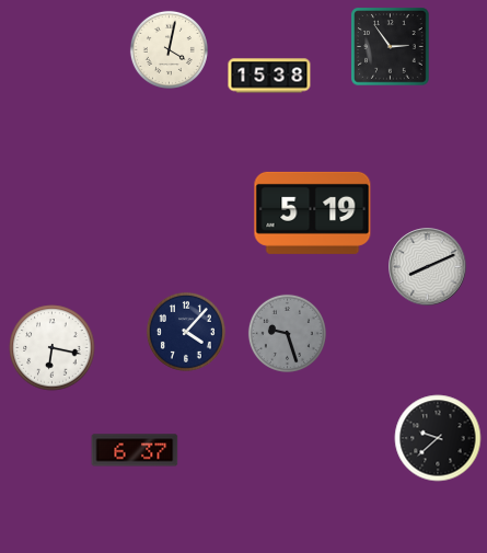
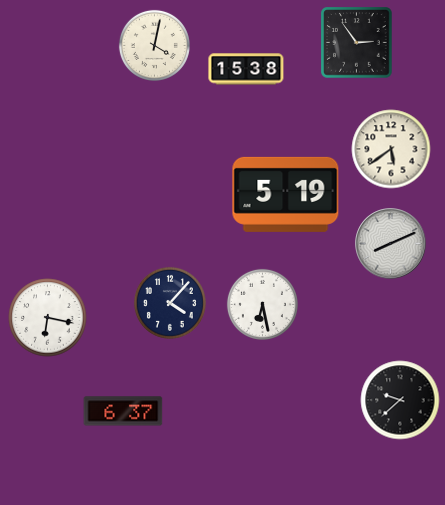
clock at (391, 149): none -> 5:39
clock at (287, 333): 9:27 -> 6:28
clock at (287, 333) dial: grey -> white
